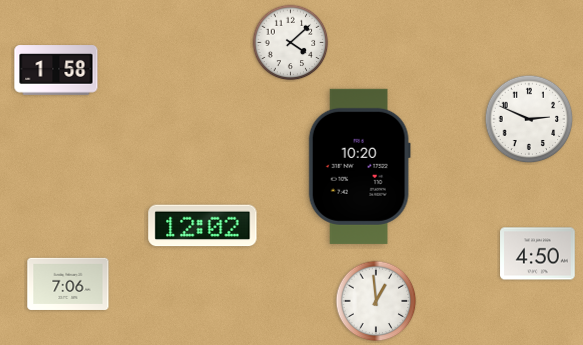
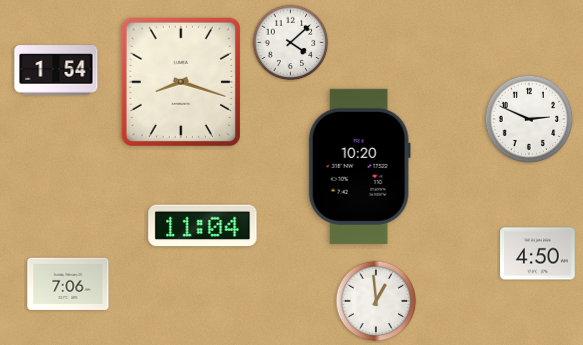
clock at (56, 70): 1:58 -> 1:54
clock at (181, 82): none -> 8:18
clock at (203, 226): 12:02 -> 11:04
